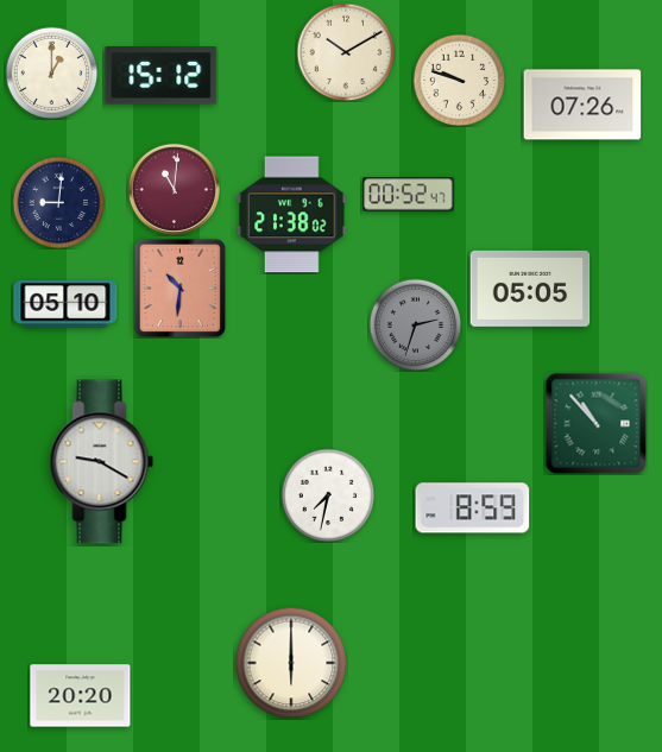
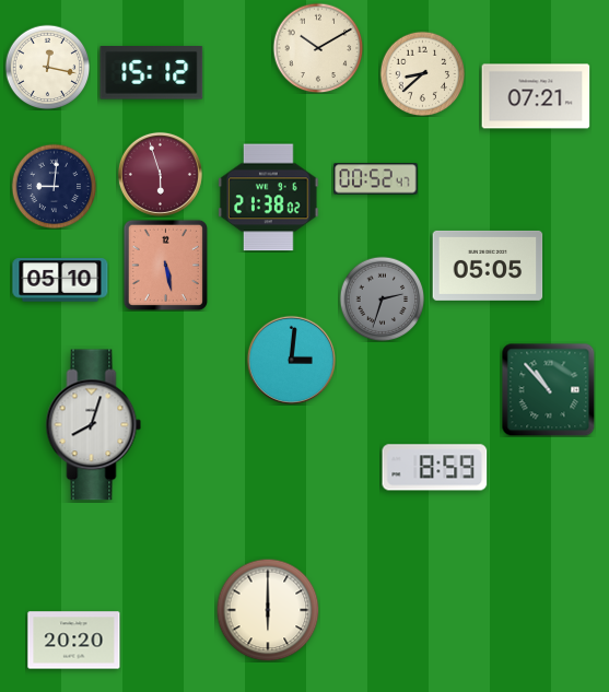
clock at (51, 72): 1:00 -> 12:17
clock at (162, 76) position: (162, 76) -> (152, 73)
clock at (459, 80): 9:48 -> 8:38
clock at (582, 105): 07:26 -> 07:21
clock at (174, 189): 11:01 -> 5:57
clock at (179, 287): 10:31 -> 5:28
clock at (291, 360): none -> 3:01
clock at (102, 462): 9:20 -> 8:03
clock at (328, 495): 7:32 -> none
